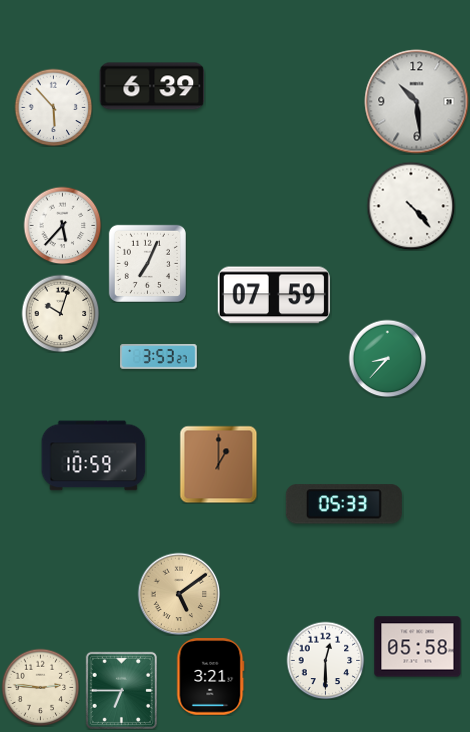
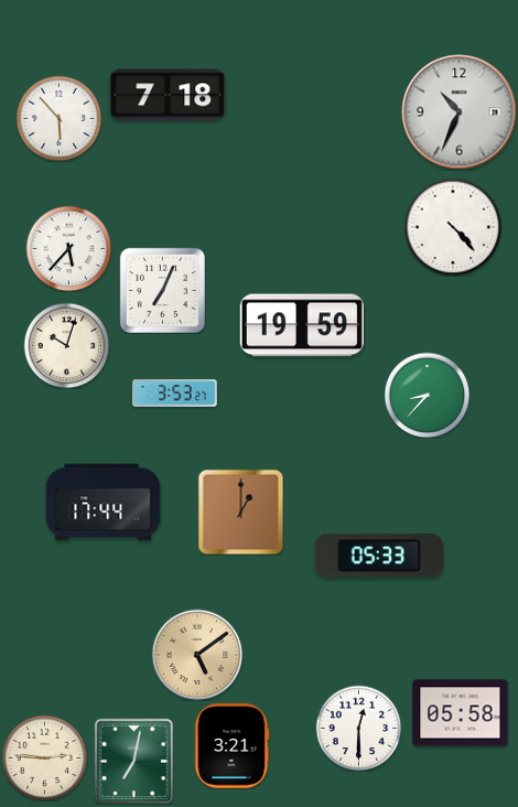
clock at (152, 86): 6:39 -> 7:18
clock at (417, 102): 10:29 -> 10:34
clock at (274, 295): 07:59 -> 19:59
clock at (94, 456): 10:59 -> 17:44
clock at (121, 690): 6:45 -> 7:02
